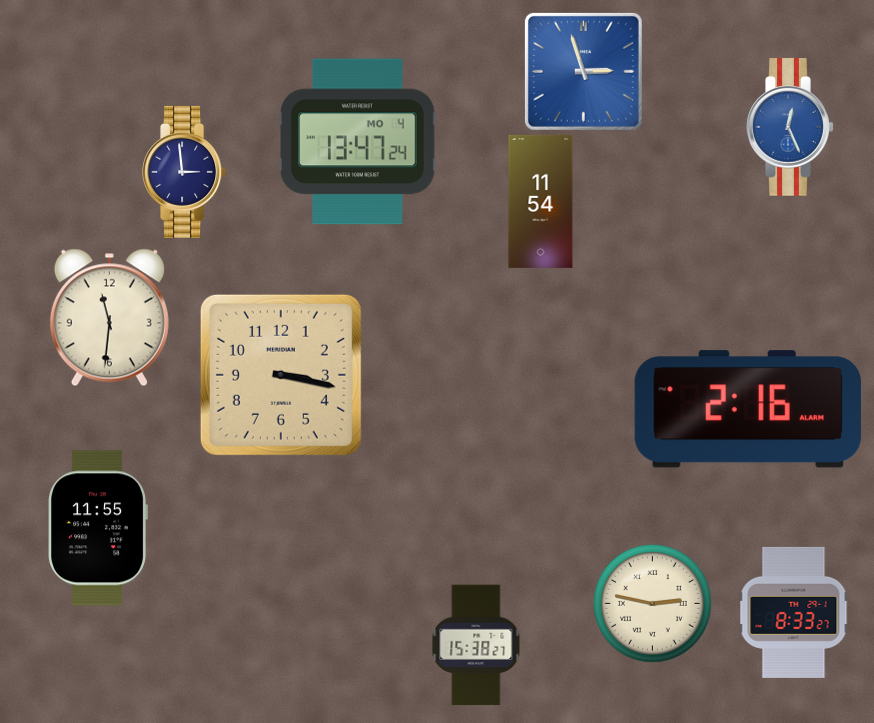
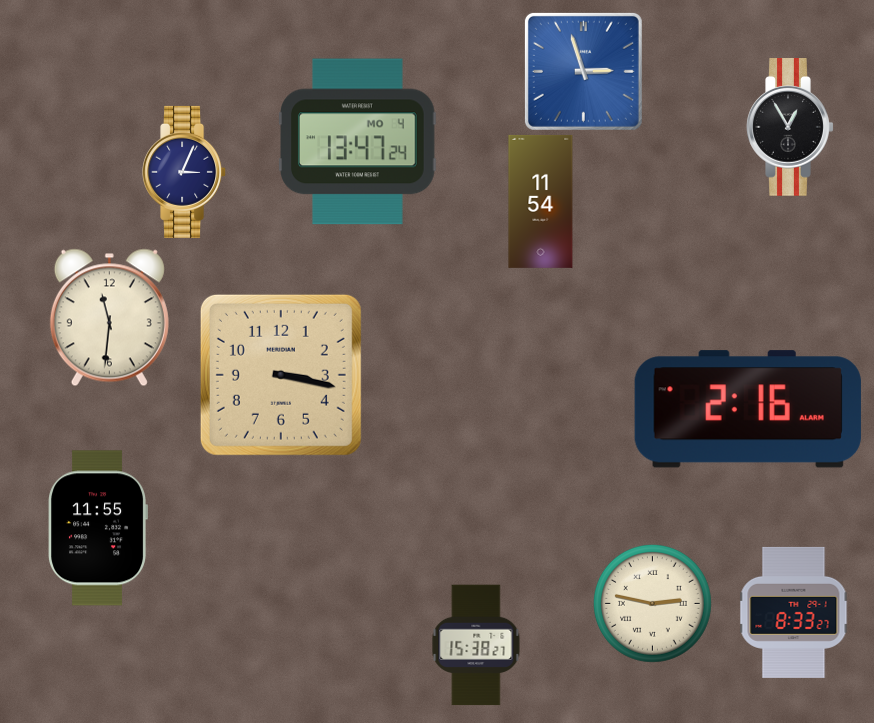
clock at (790, 128): 12:26 -> 12:55
clock at (790, 128) dial: blue -> black
clock at (185, 172): 2:59 -> 3:04
